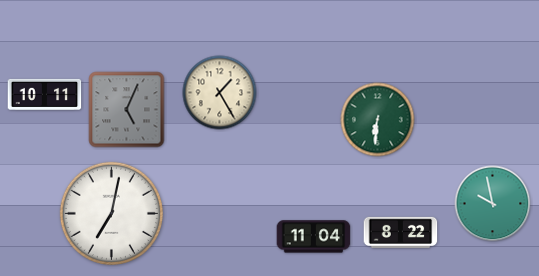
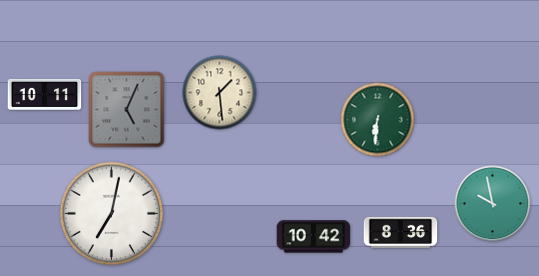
clock at (220, 93): 1:25 -> 1:29
clock at (401, 232): 8:22 -> 8:36
clock at (314, 237): 11:04 -> 10:42
